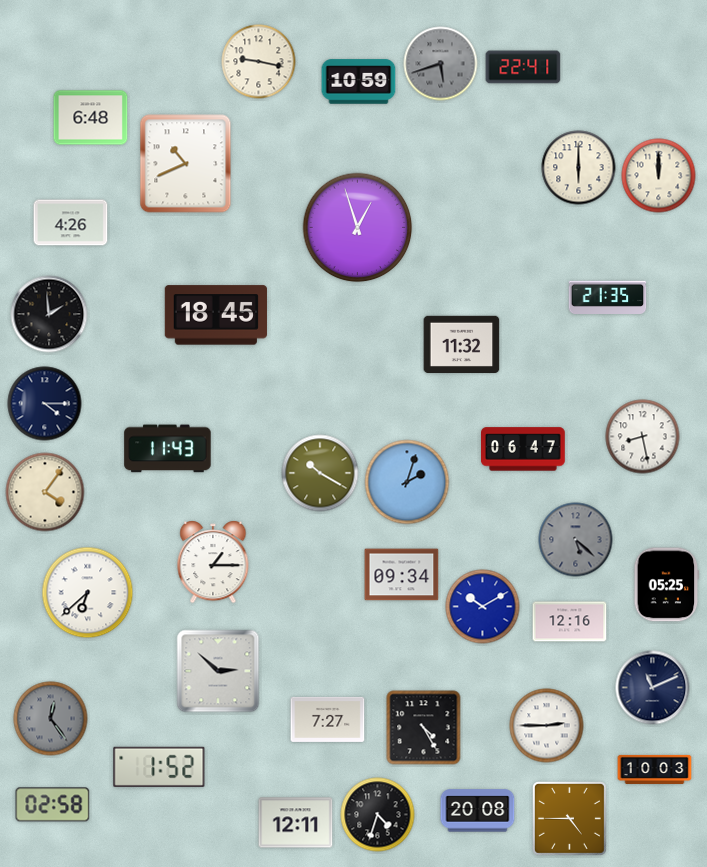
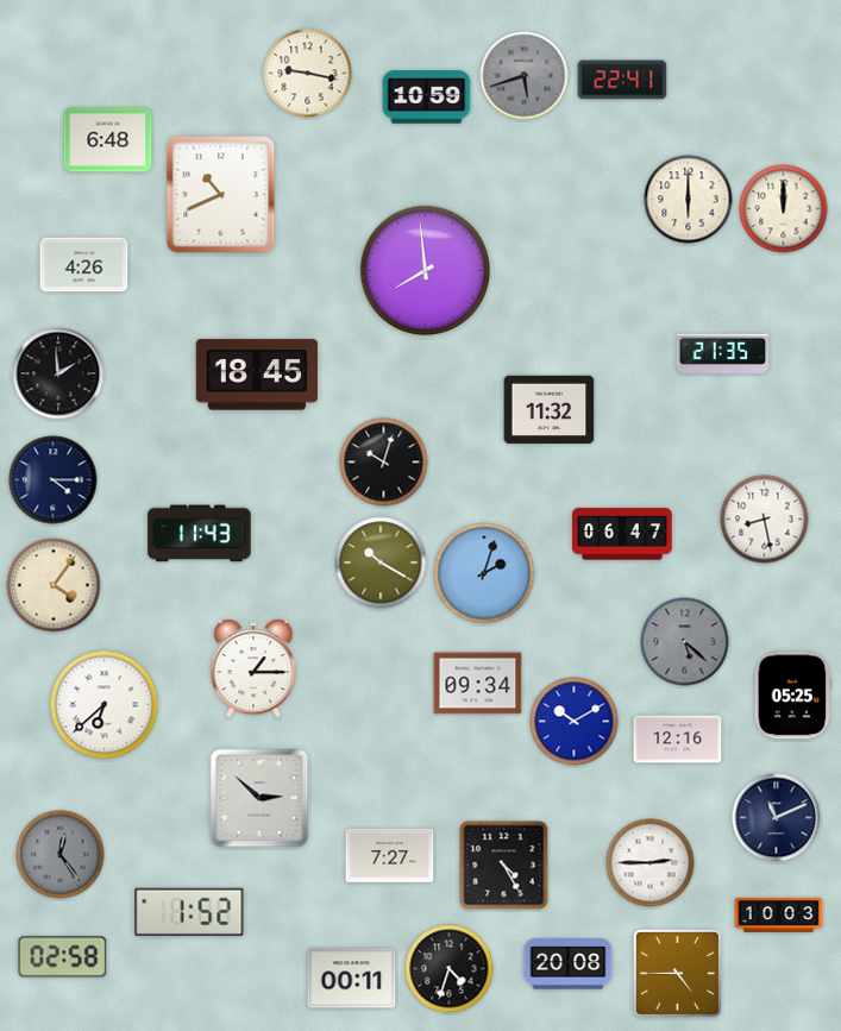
clock at (358, 228): 12:57 -> 7:59
clock at (384, 463): none -> 10:03
clock at (296, 823): 12:11 -> 00:11
